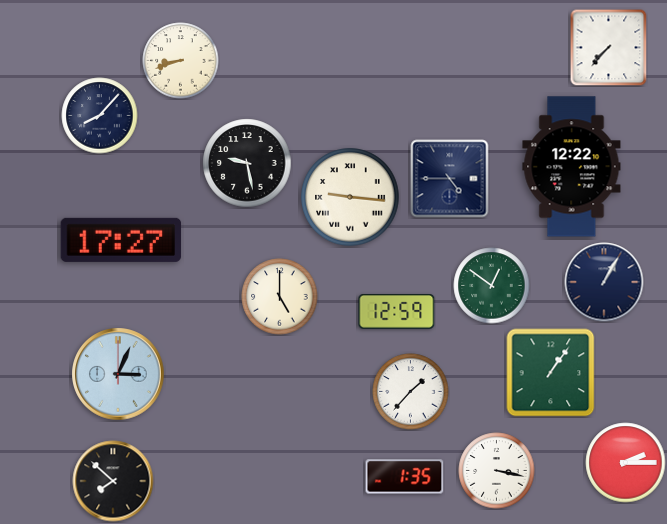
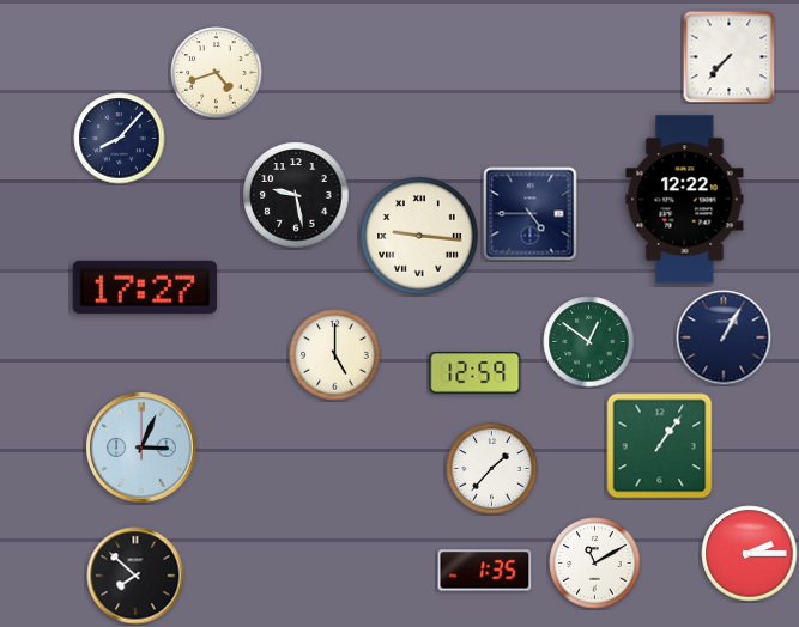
clock at (181, 61): 8:42 -> 4:42
clock at (450, 179) position: (450, 179) -> (531, 214)
clock at (497, 471): 3:17 -> 11:10
